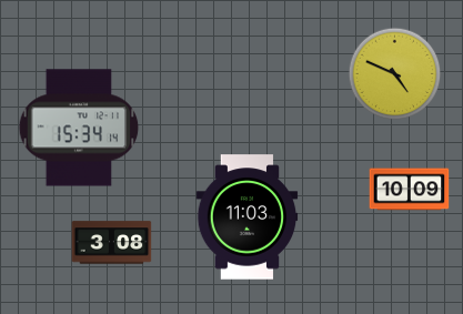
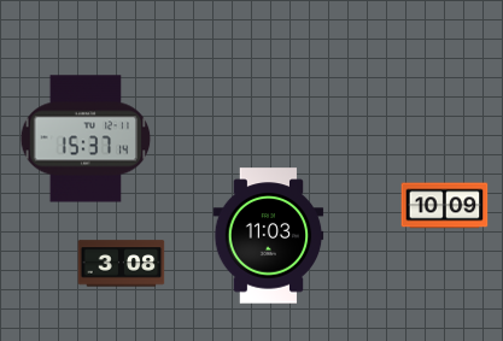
clock at (395, 74): 4:49 -> none
clock at (79, 128): 15:34 -> 15:37
